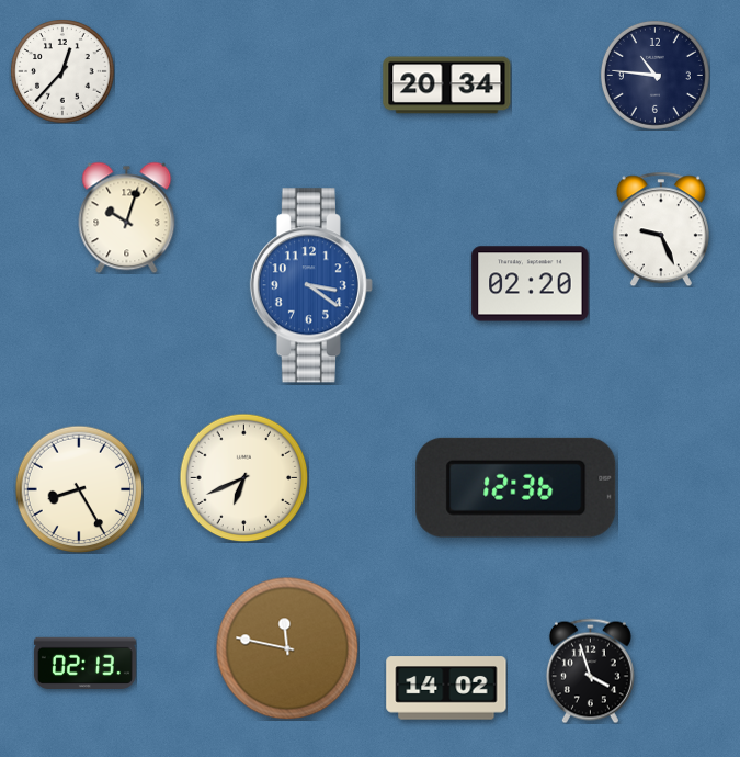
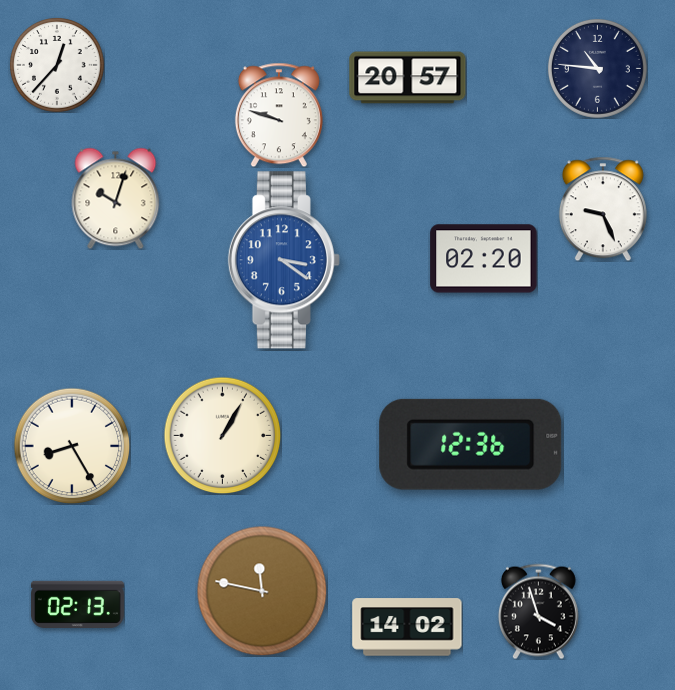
clock at (447, 86): 20:34 -> 20:57
clock at (279, 115): none -> 9:48
clock at (243, 477): 6:41 -> 1:05
